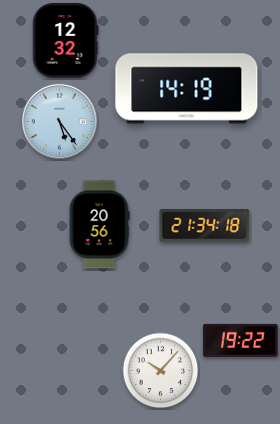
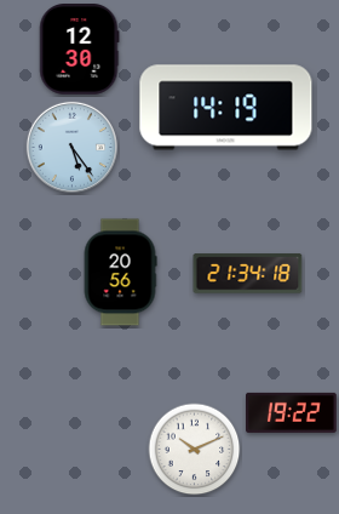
clock at (66, 41): 12:32 -> 12:30
clock at (161, 371): 10:07 -> 10:11
